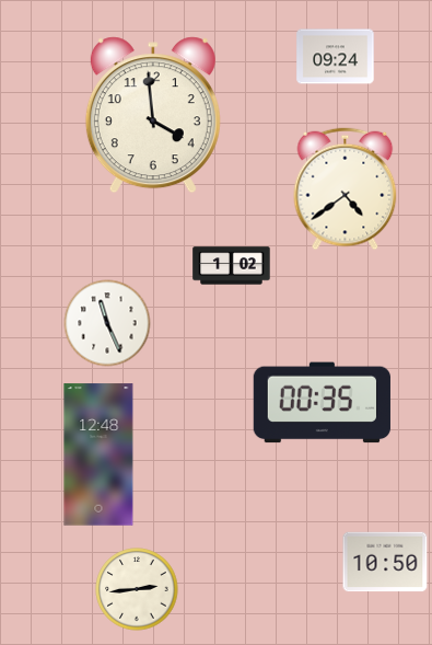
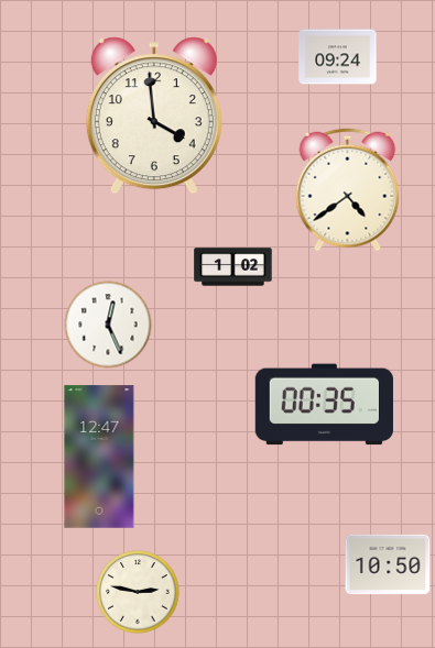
clock at (107, 323): 11:26 -> 12:26
clock at (98, 454): 12:48 -> 12:47
clock at (137, 589): 2:44 -> 2:47
